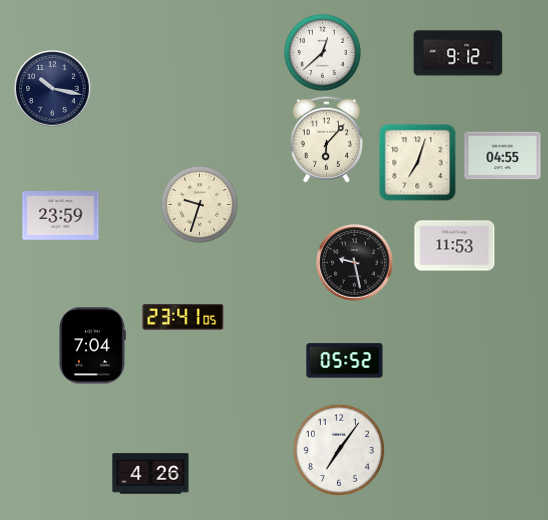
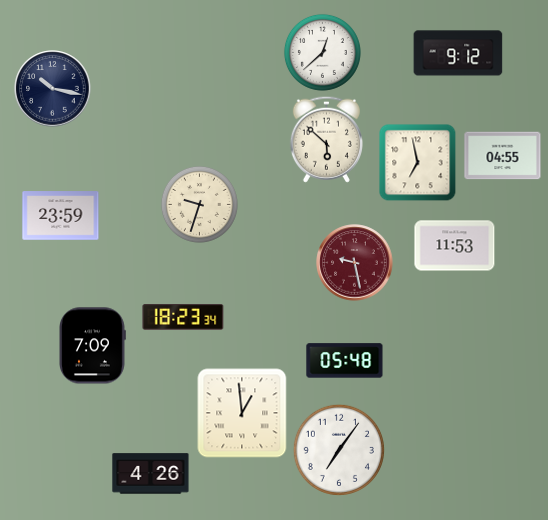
clock at (326, 139): 6:07 -> 5:52
clock at (417, 162): 7:03 -> 6:58
clock at (355, 263) dial: black -> burgundy
clock at (183, 318): 23:41 -> 18:23
clock at (93, 346): 7:04 -> 7:09
clock at (345, 361): 05:52 -> 05:48
clock at (242, 413): none -> 12:59
